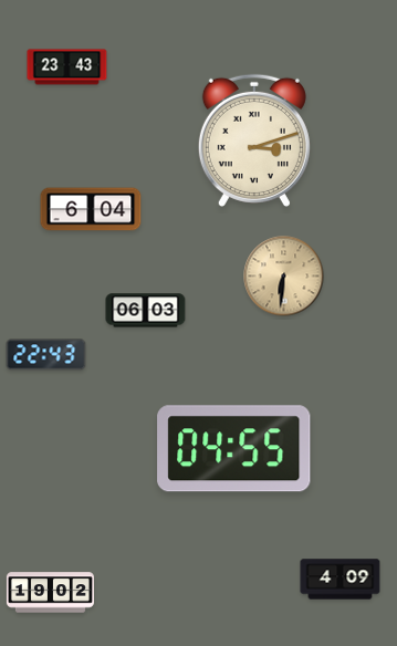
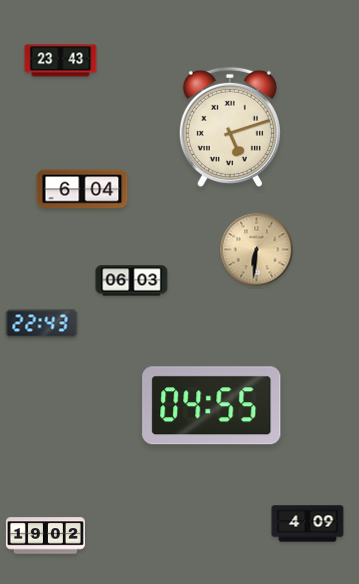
clock at (254, 140): 3:12 -> 5:12
clock at (46, 355) position: (46, 355) -> (42, 324)
